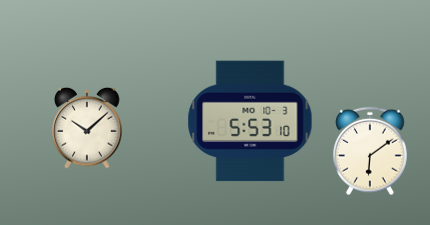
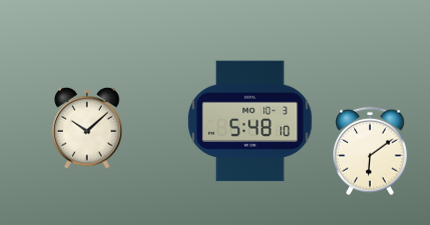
clock at (250, 121): 5:53 -> 5:48
